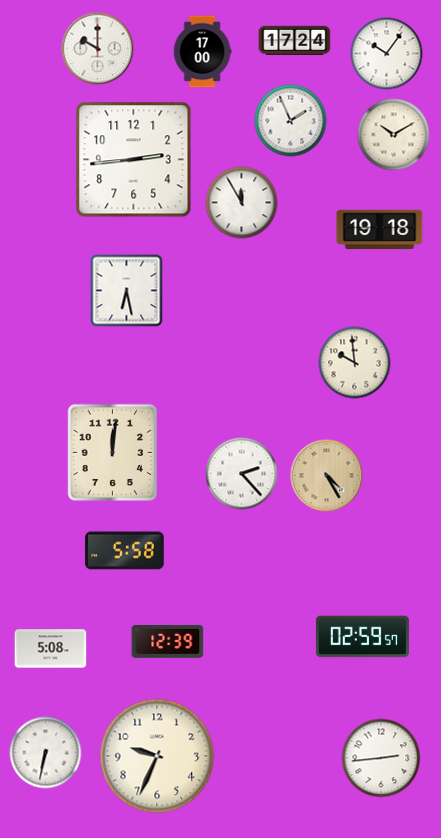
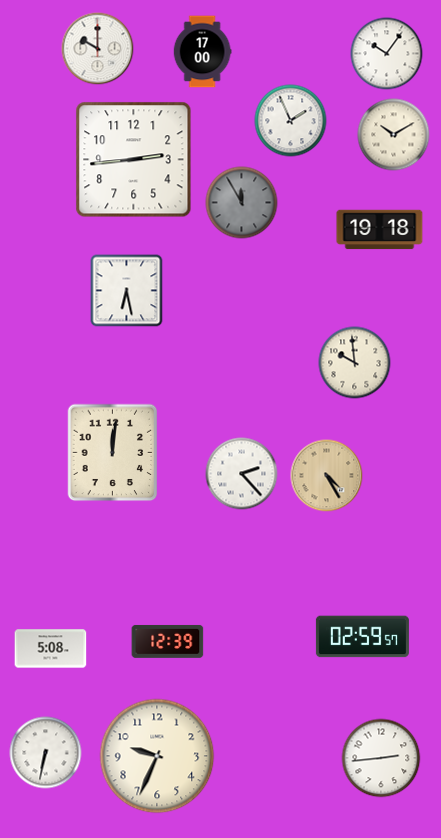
clock at (295, 41): 17:24 -> none
clock at (242, 203) dial: white -> grey
clock at (125, 551): 5:58 -> none
